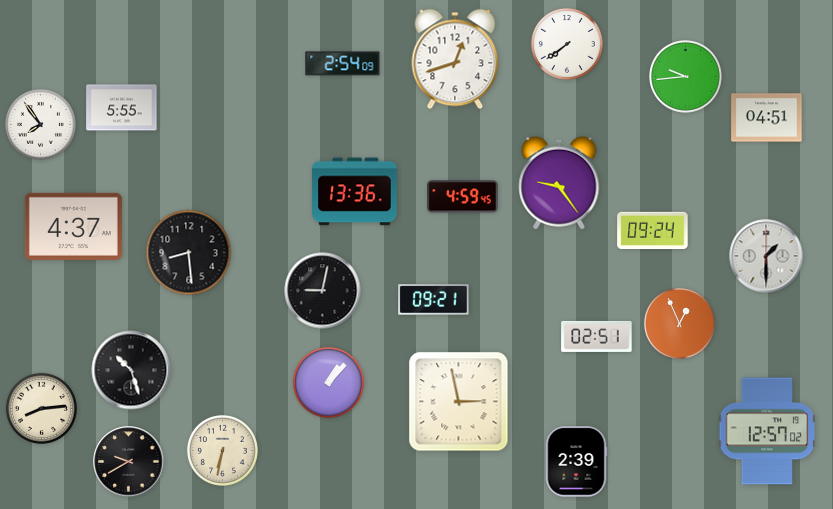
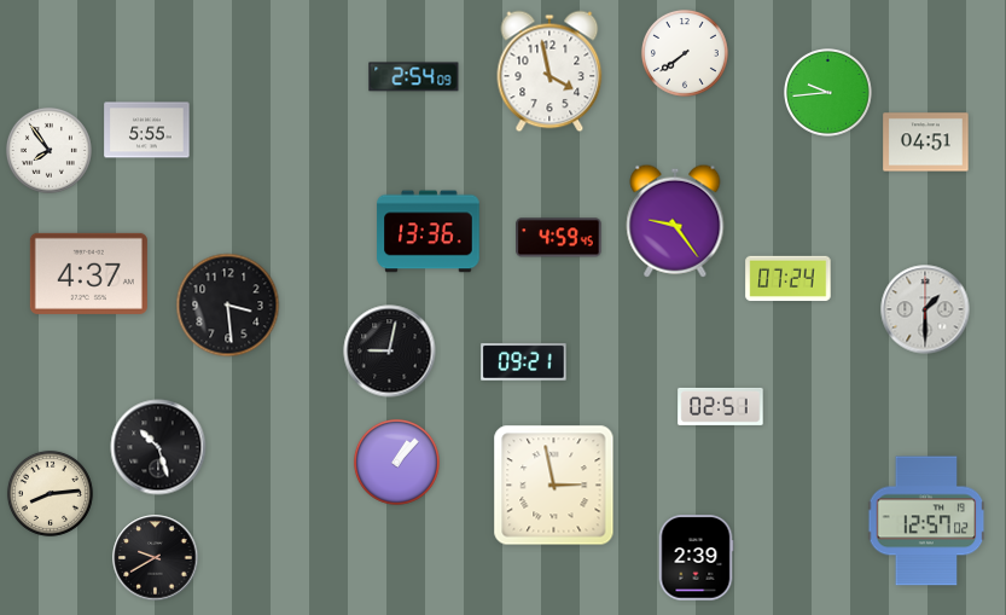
clock at (455, 59): 12:42 -> 3:58
clock at (653, 231): 09:24 -> 07:24
clock at (189, 253): 8:29 -> 3:29
clock at (679, 323): 12:56 -> none
clock at (222, 450): 6:32 -> none
